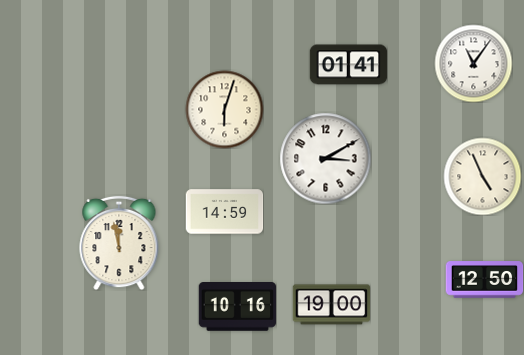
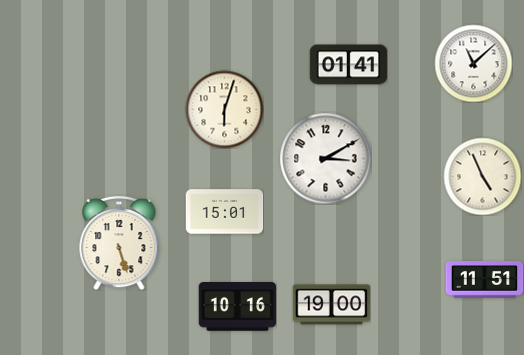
clock at (473, 63): 11:06 -> 11:08
clock at (224, 212): 14:59 -> 15:01
clock at (119, 243): 11:58 -> 5:27
clock at (484, 280): 12:50 -> 11:51
